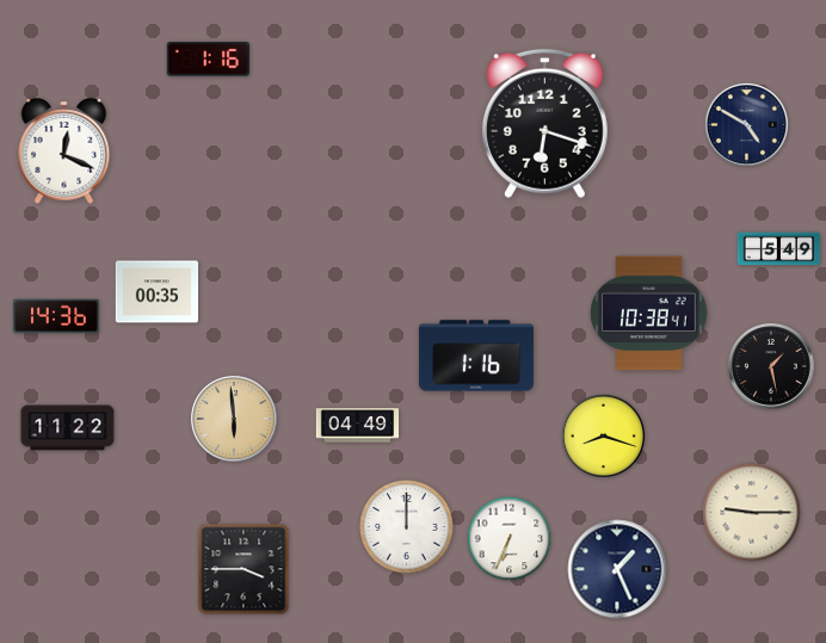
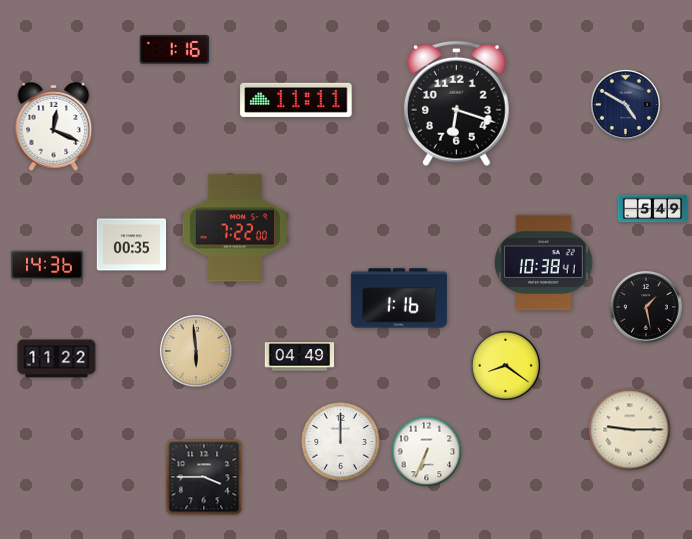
clock at (296, 100): none -> 11:11
clock at (235, 228): none -> 7:22
clock at (603, 435): 8:18 -> 8:21
clock at (617, 569): 1:26 -> none
